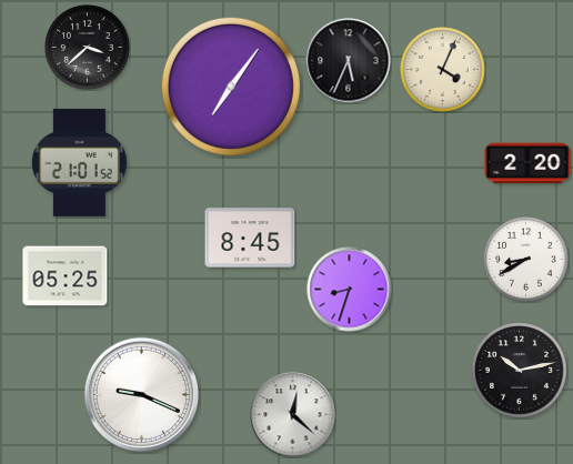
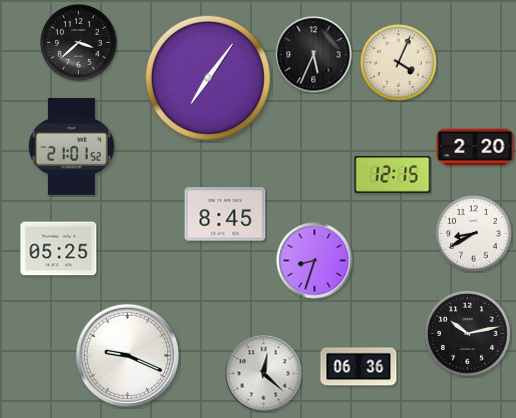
clock at (393, 174): none -> 12:15
clock at (359, 367): none -> 06:36
